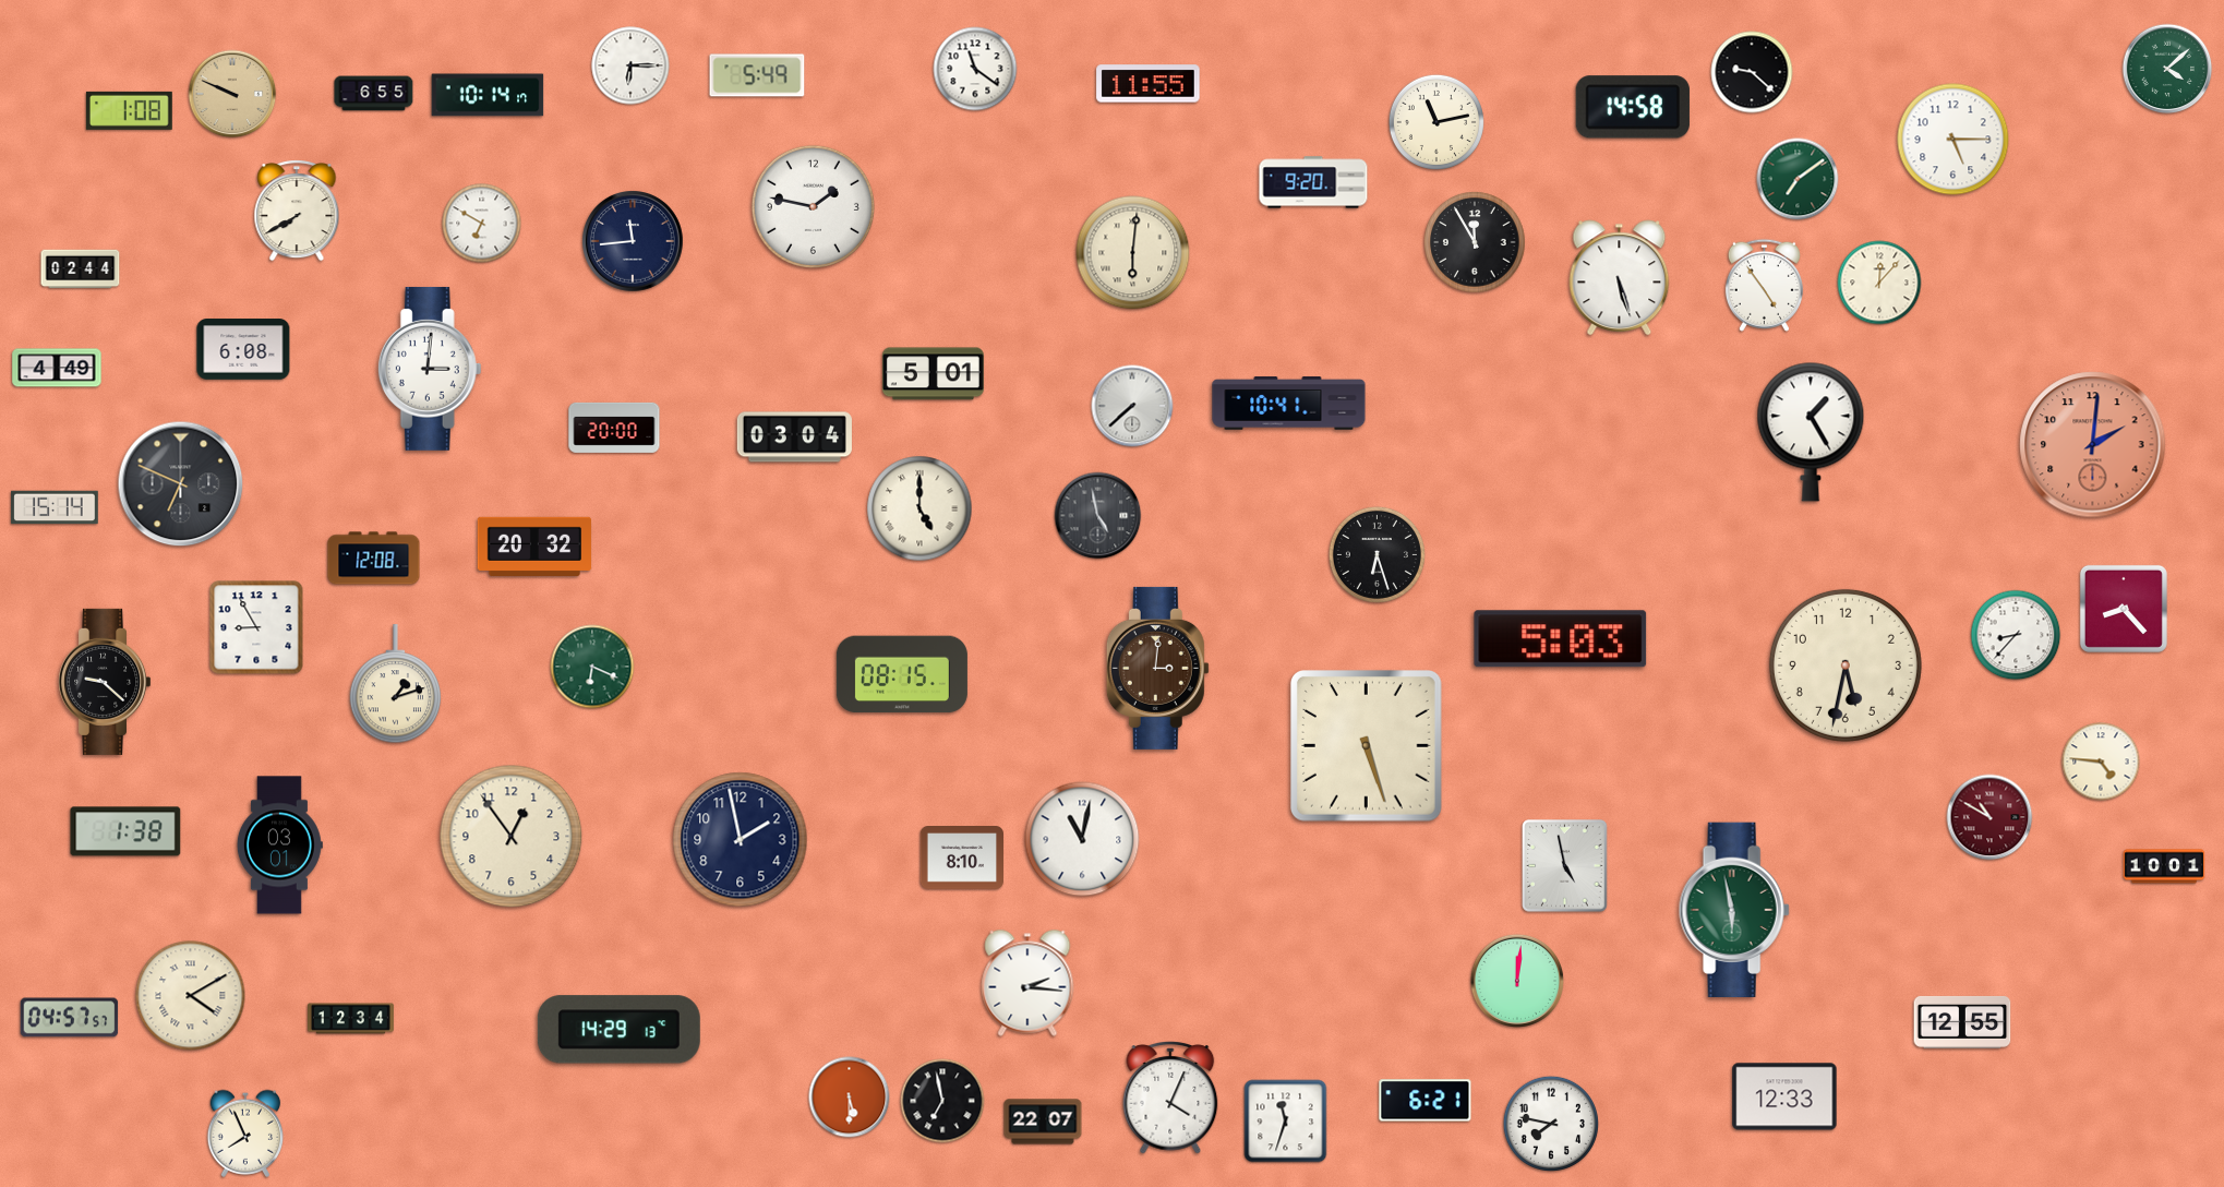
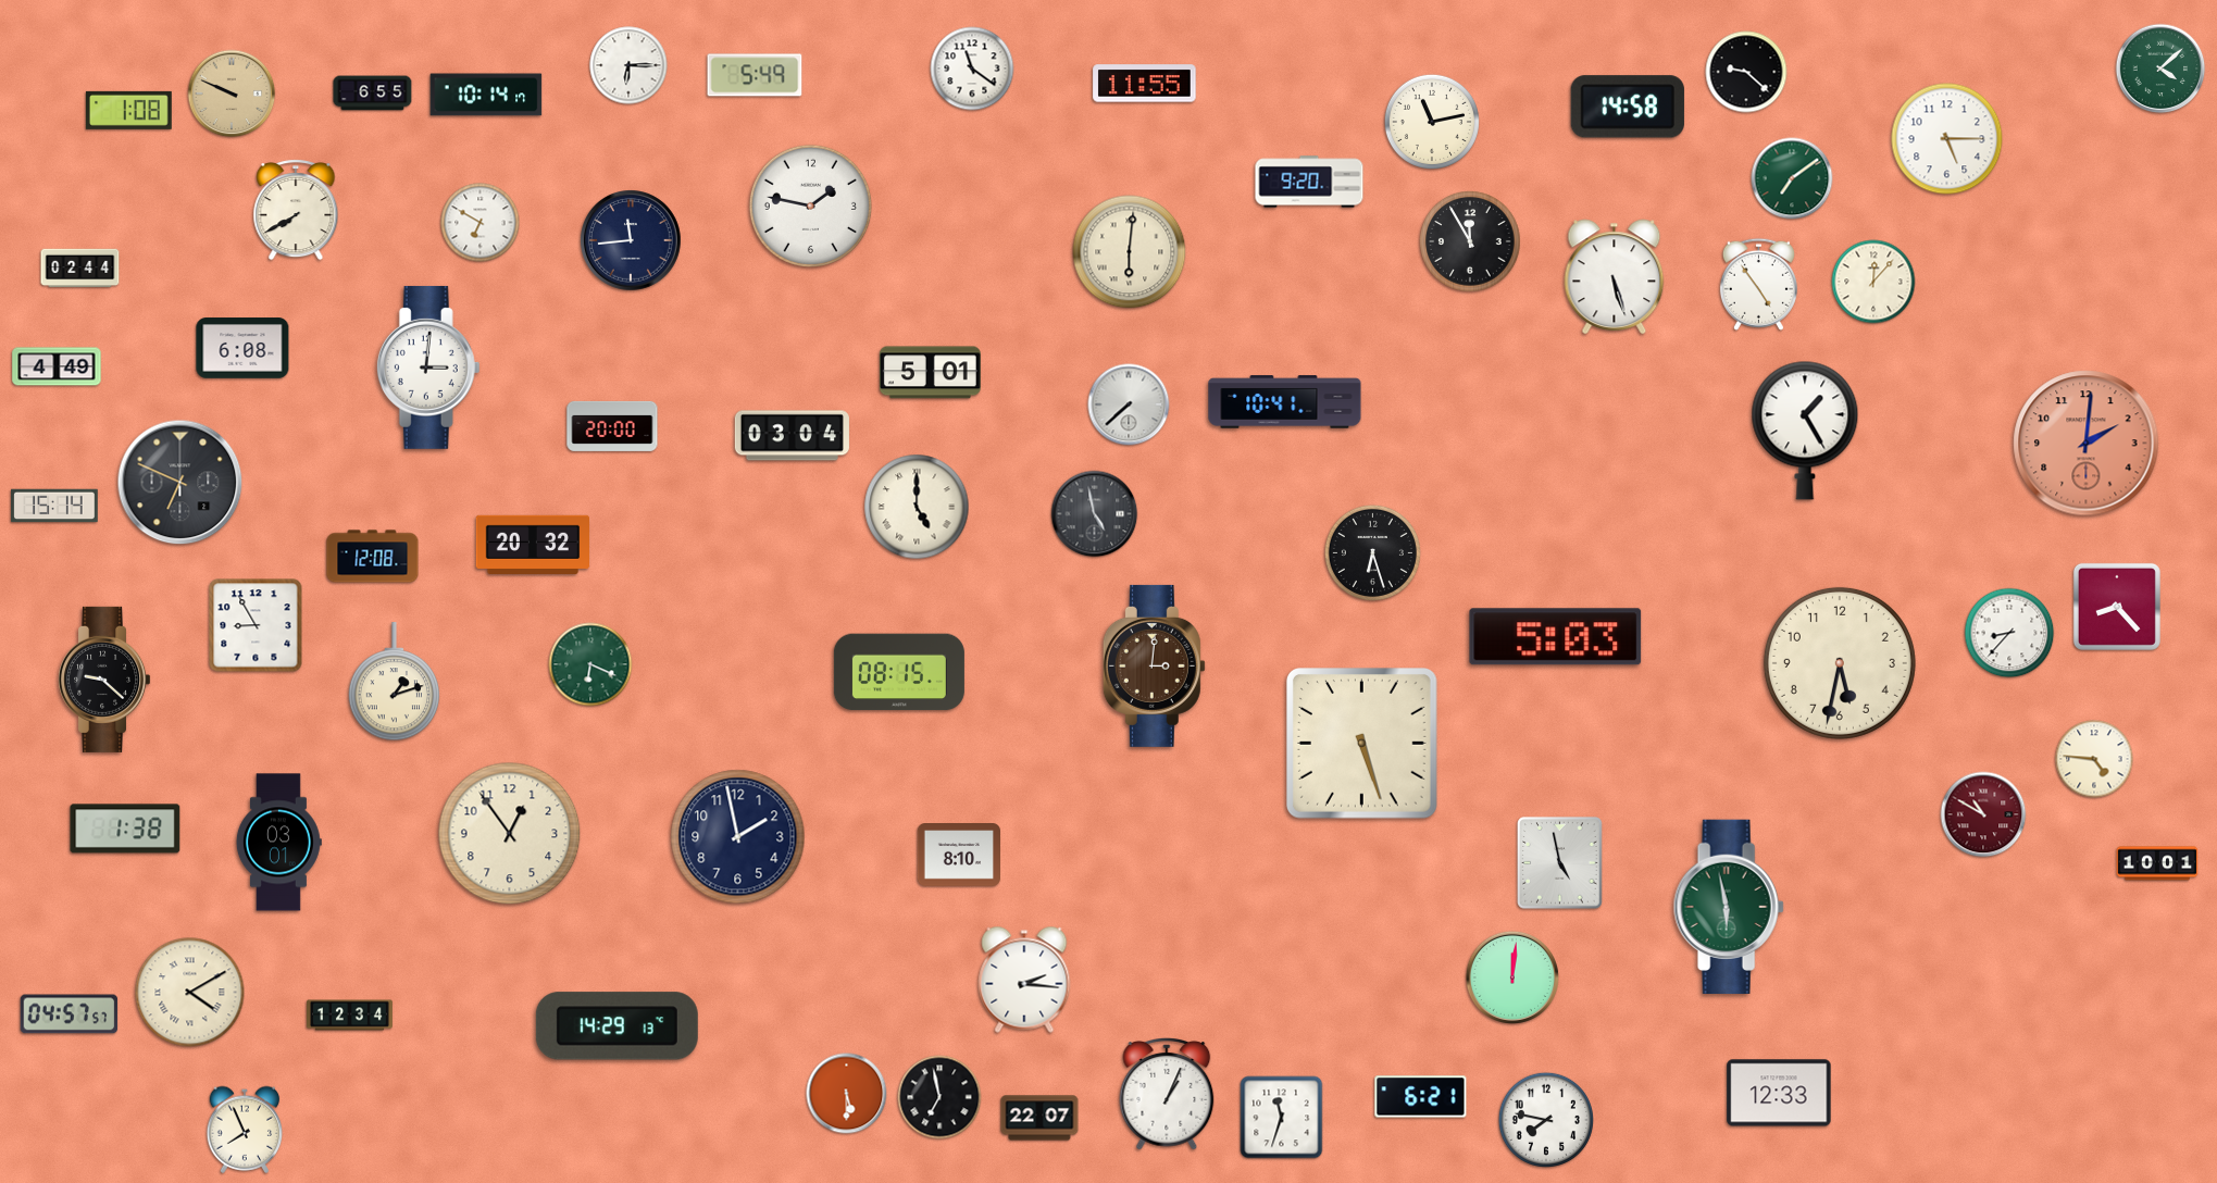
clock at (1082, 839): 11:02 -> none
clock at (1962, 1022): 12:55 -> none
clock at (1170, 1099): 4:04 -> 1:04
